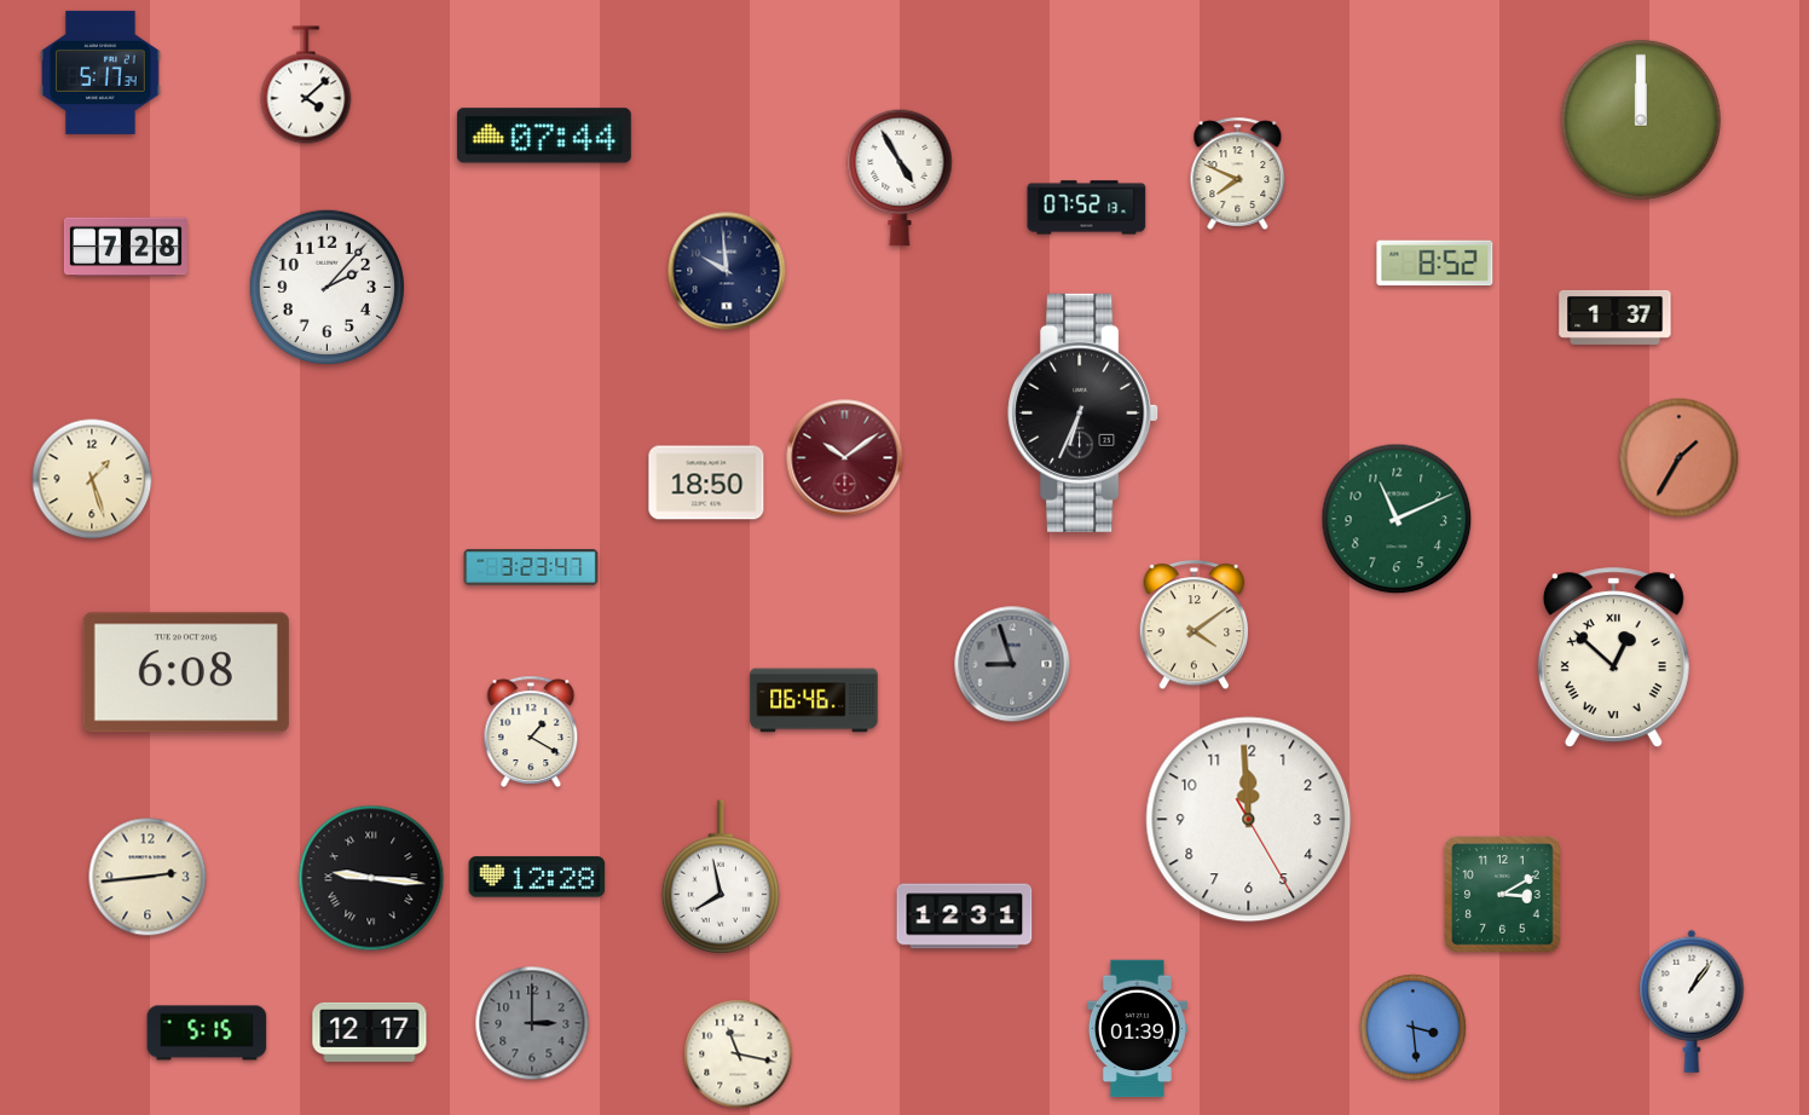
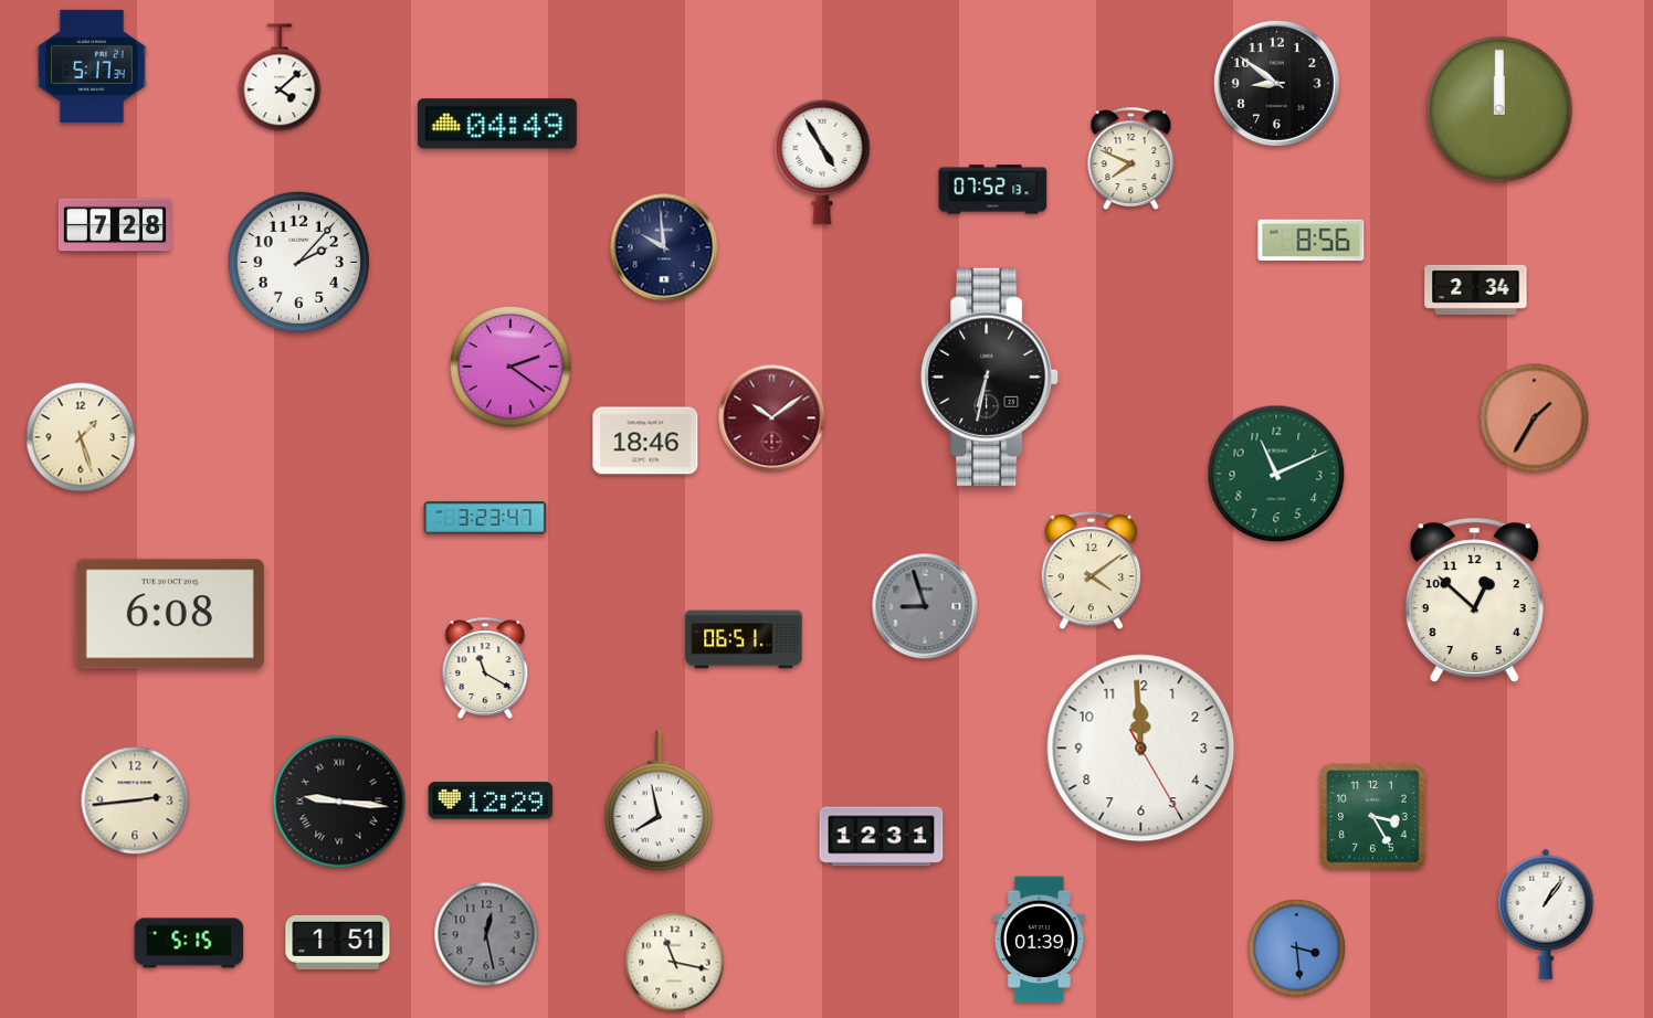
clock at (1276, 83): none -> 8:51
clock at (544, 135): 07:44 -> 04:49
clock at (1435, 264): 8:52 -> 8:56
clock at (1616, 317): 1:37 -> 2:34
clock at (512, 368): none -> 2:21
clock at (1083, 412): 6:34 -> 6:32
clock at (92, 479) position: (92, 479) -> (81, 437)
clock at (706, 483): 18:50 -> 18:46
clock at (1613, 658) numerals: Roman -> Arabic
clock at (814, 700): 06:46 -> 06:51
clock at (531, 732): 1:20 -> 11:20
clock at (537, 877): 12:28 -> 12:29
clock at (1503, 895): 3:10 -> 3:25
clock at (532, 1023): 3:00 -> 12:28
clock at (1414, 1028) position: (1414, 1028) -> (1297, 948)
clock at (370, 1032): 12:17 -> 1:51
